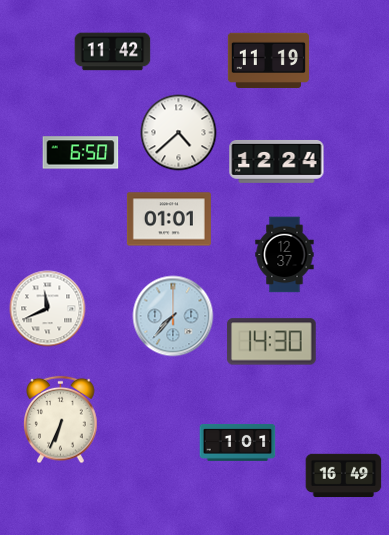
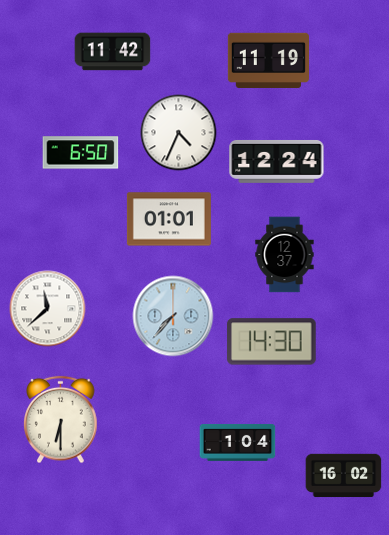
clock at (179, 133): 4:38 -> 4:34
clock at (48, 309): 11:41 -> 11:38
clock at (61, 420): 6:34 -> 6:30
clock at (238, 442): 1:01 -> 1:04
clock at (344, 476): 16:49 -> 16:02
